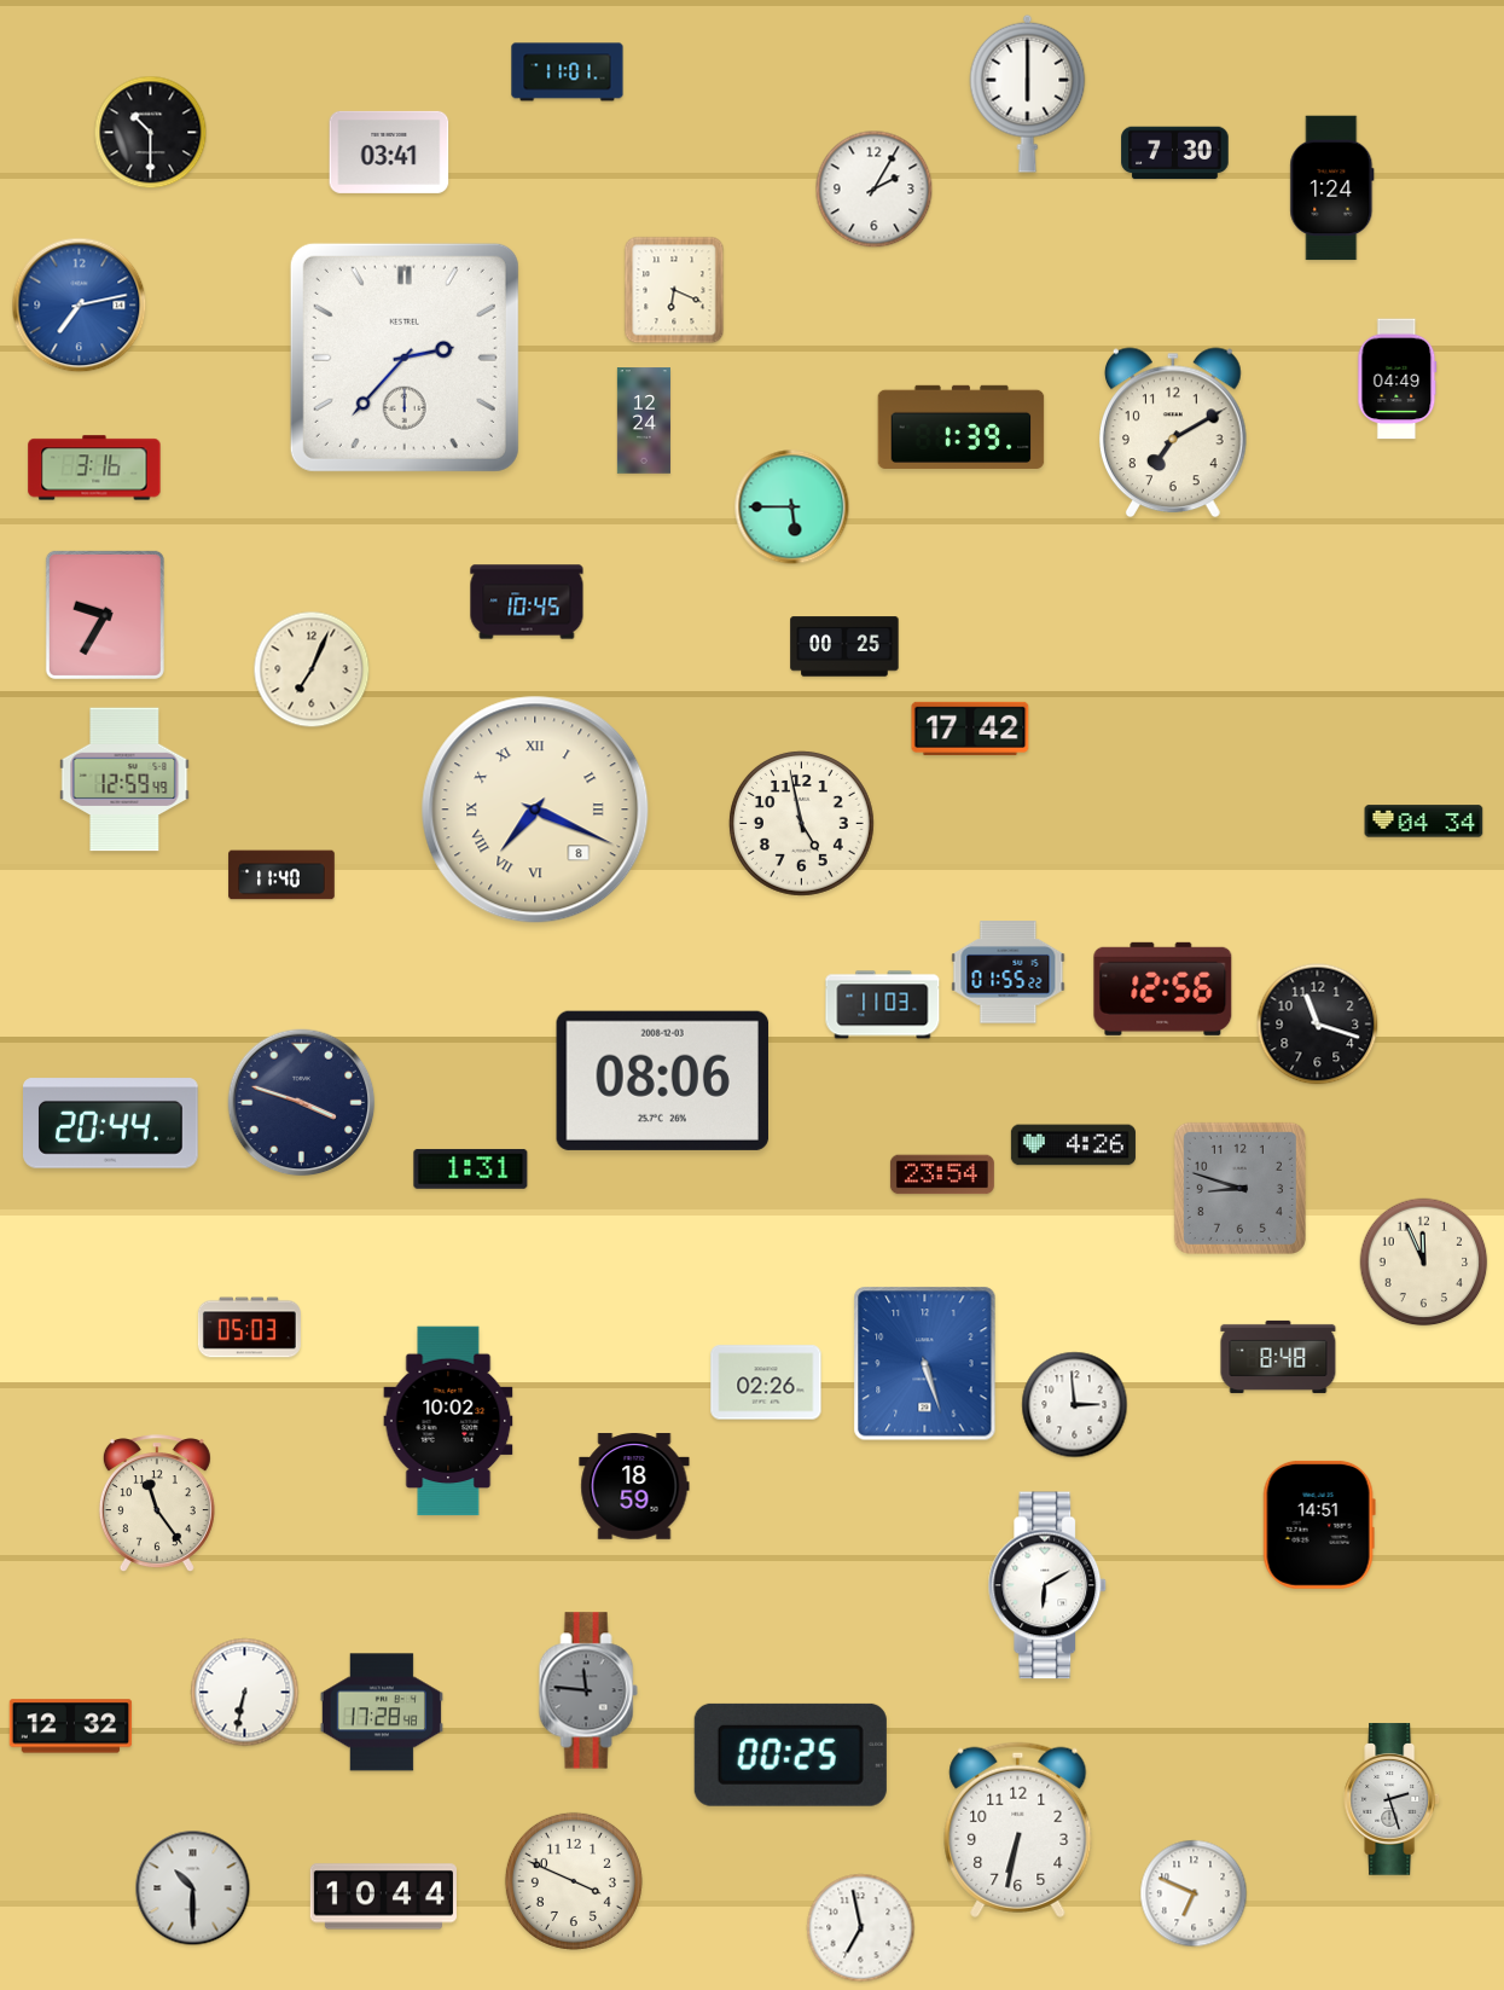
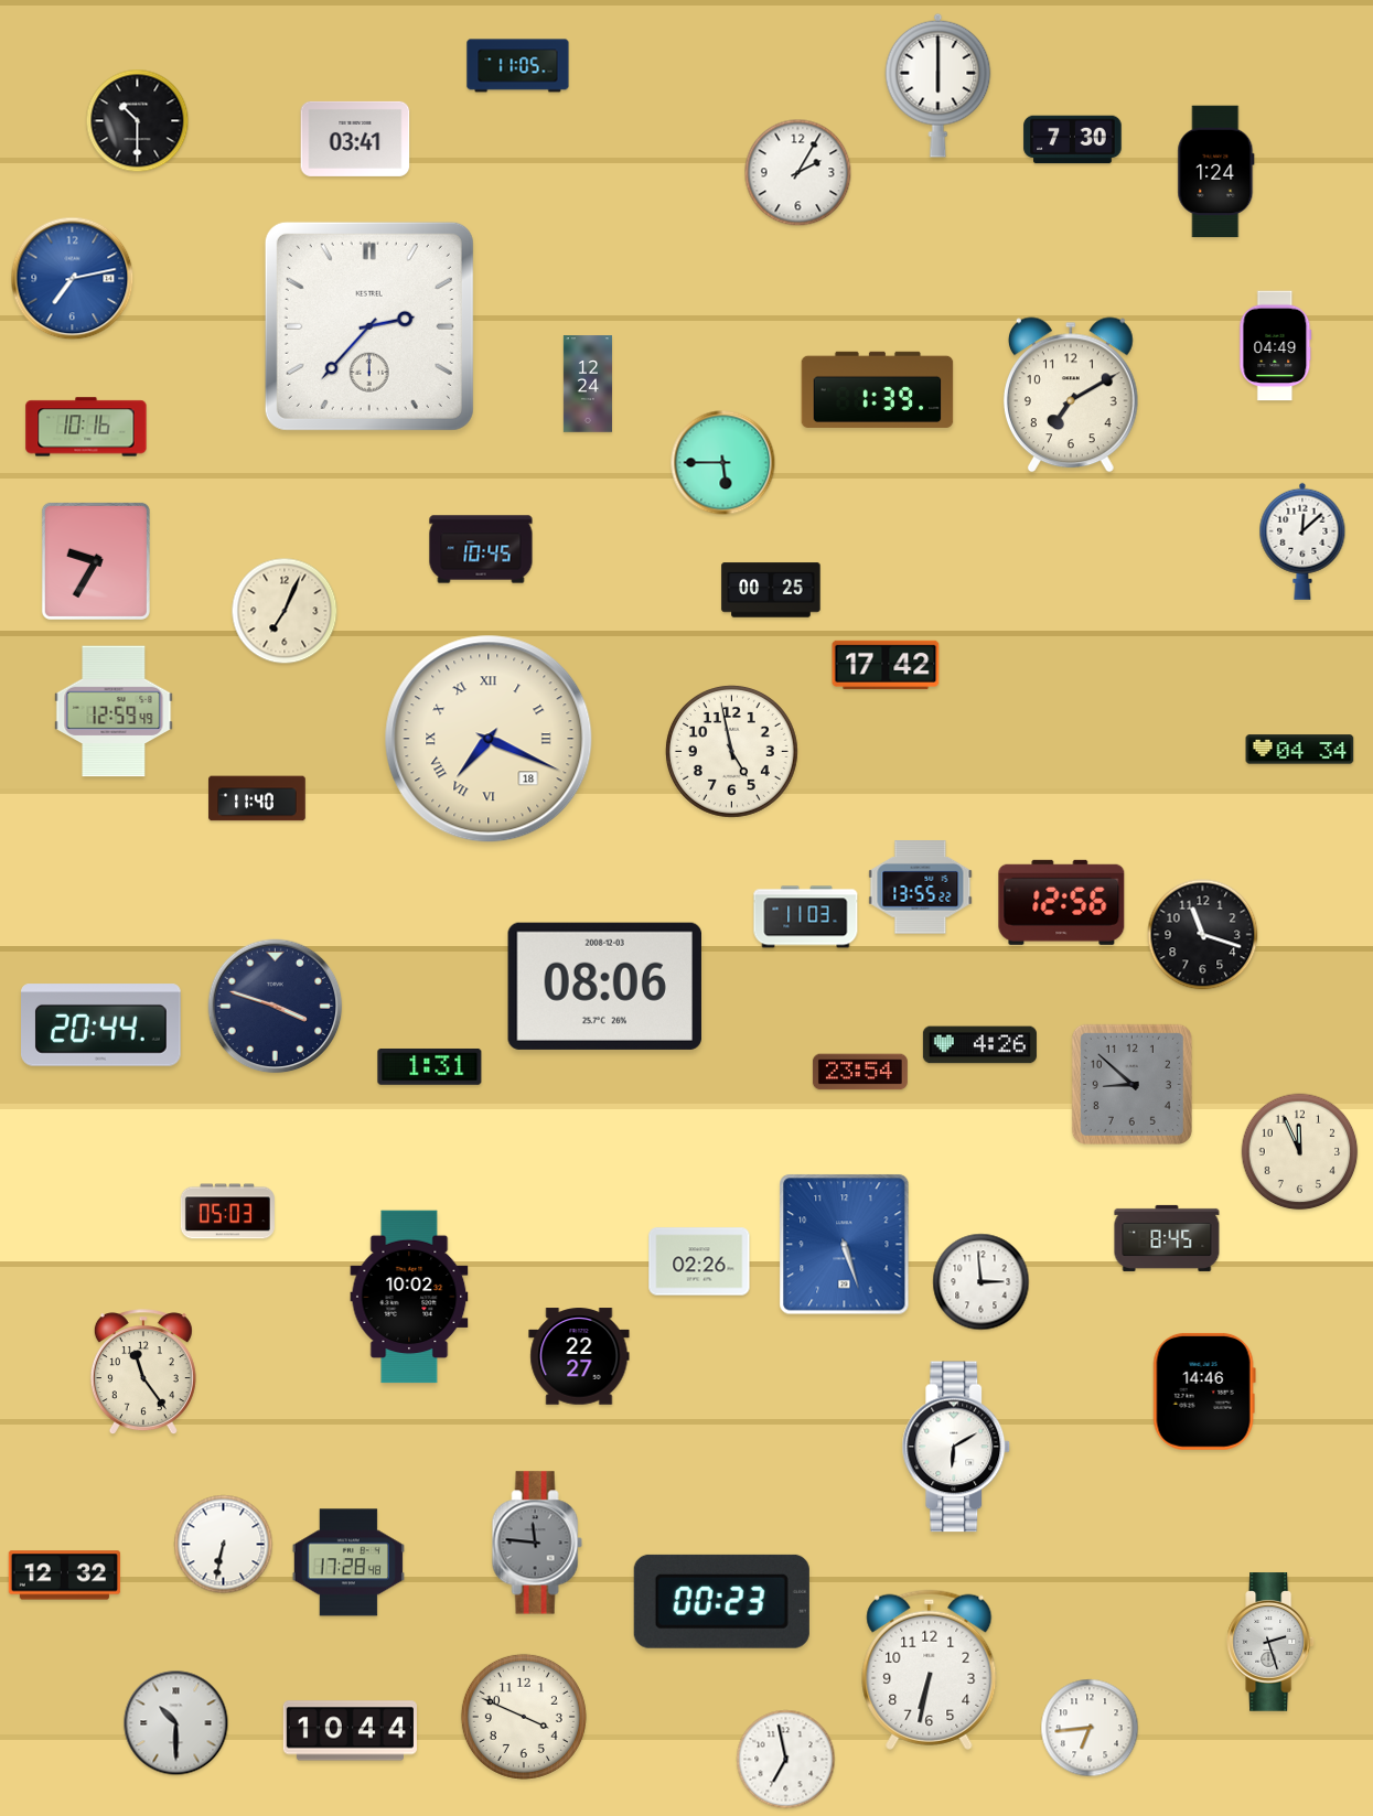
clock at (568, 72): 11:01 -> 11:05
clock at (674, 290): 6:19 -> none
clock at (94, 468): 3:16 -> 10:16
clock at (1302, 541): none -> 12:08
clock at (535, 810) date: 8 -> 18
clock at (1009, 973): 01:55 -> 13:55
clock at (1239, 1188): 8:48 -> 8:52
clock at (1278, 1357): 8:48 -> 8:45
clock at (634, 1486): 18:59 -> 22:27
clock at (1319, 1525): 14:51 -> 14:46
clock at (790, 1754): 00:25 -> 00:23
clock at (1194, 1893): 6:49 -> 6:44
